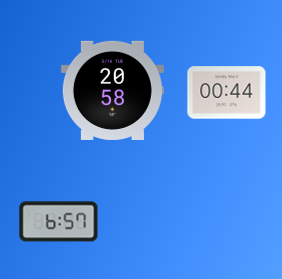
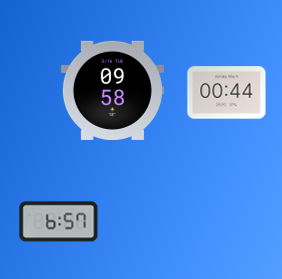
clock at (112, 90): 20:58 -> 09:58
